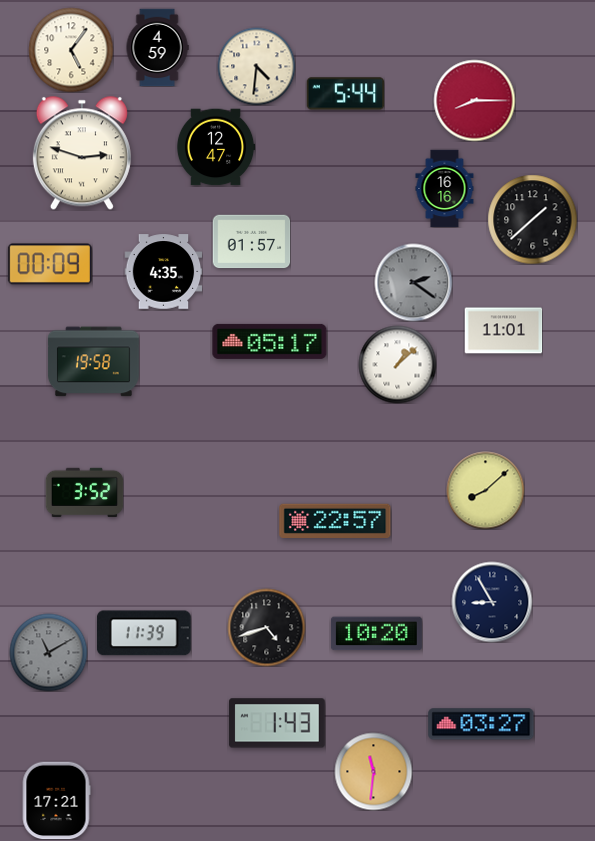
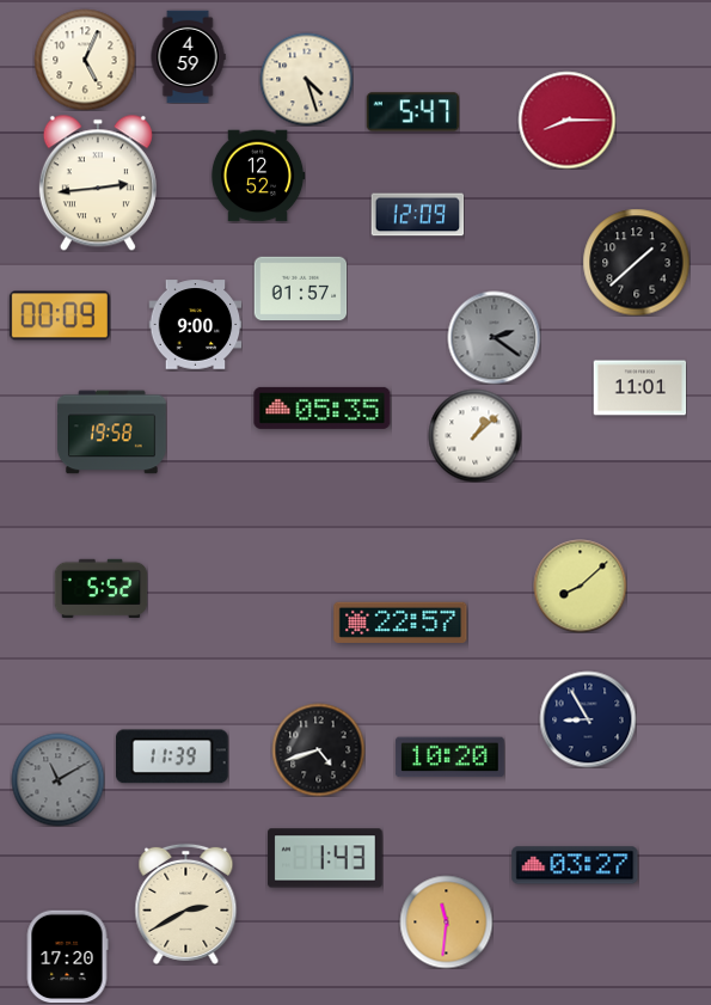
clock at (71, 50): 5:06 -> 5:04
clock at (256, 66): 4:31 -> 4:27
clock at (345, 94): 5:44 -> 5:47
clock at (216, 147): 12:47 -> 12:52
clock at (82, 153): 2:48 -> 2:44
clock at (417, 215): none -> 12:09
clock at (445, 188): 16:16 -> none
clock at (163, 272): 4:35 -> 9:00
clock at (503, 331) position: (503, 331) -> (639, 388)
clock at (270, 341): 05:17 -> 05:35
clock at (84, 493): 3:52 -> 5:52
clock at (277, 723) position: (277, 723) -> (325, 858)
clock at (186, 903): none -> 2:40
clock at (56, 800): 17:21 -> 17:20
